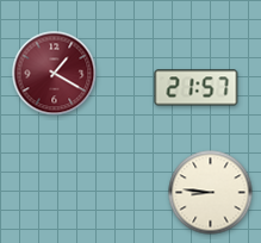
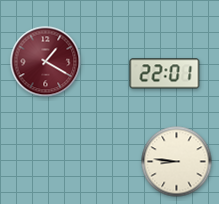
clock at (197, 88): 21:57 -> 22:01
